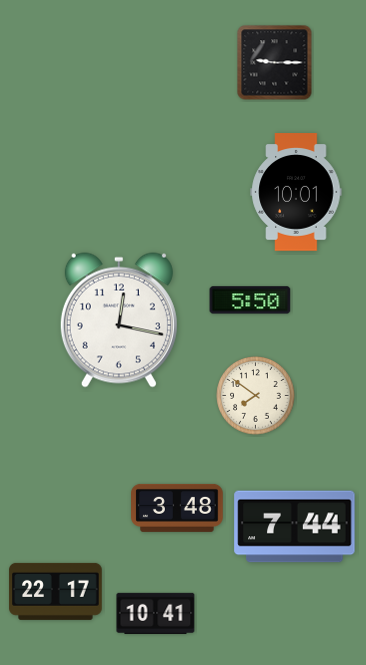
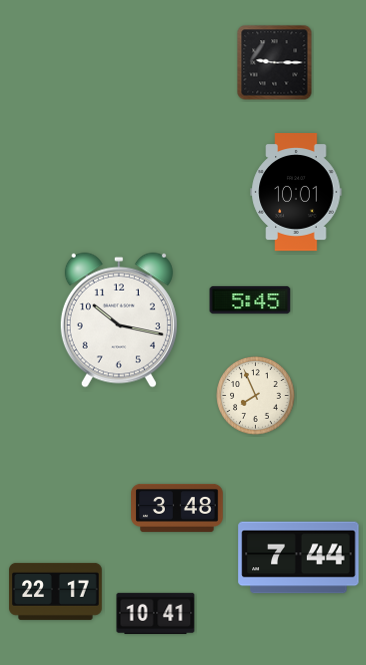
clock at (250, 300): 5:50 -> 5:45
clock at (119, 320): 12:17 -> 10:17
clock at (256, 396): 7:51 -> 7:56
clock at (295, 527) position: (295, 527) -> (299, 558)
